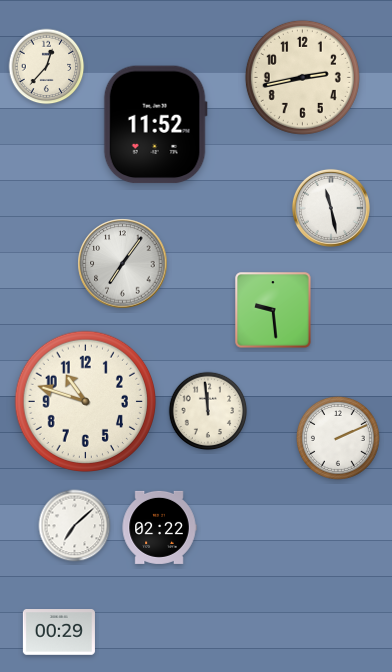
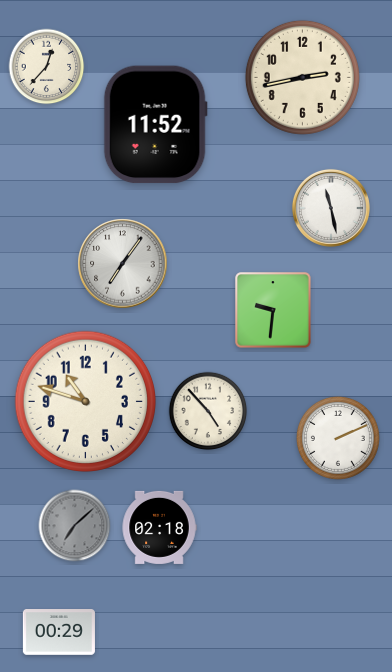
clock at (273, 310): 9:29 -> 9:31
clock at (208, 411): 11:59 -> 4:53
clock at (75, 526) dial: white -> grey
clock at (159, 527): 02:22 -> 02:18
